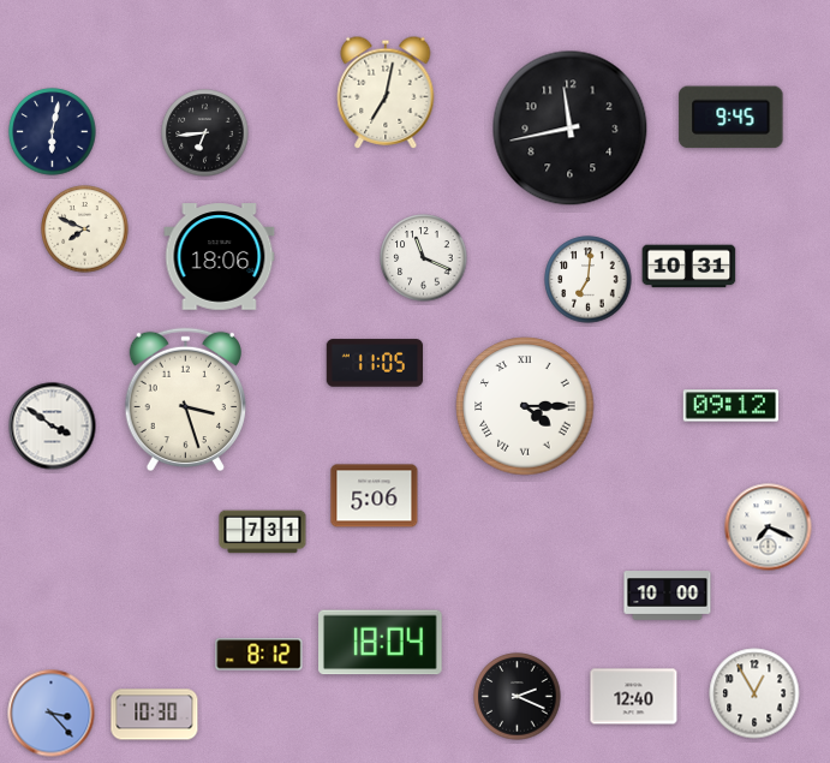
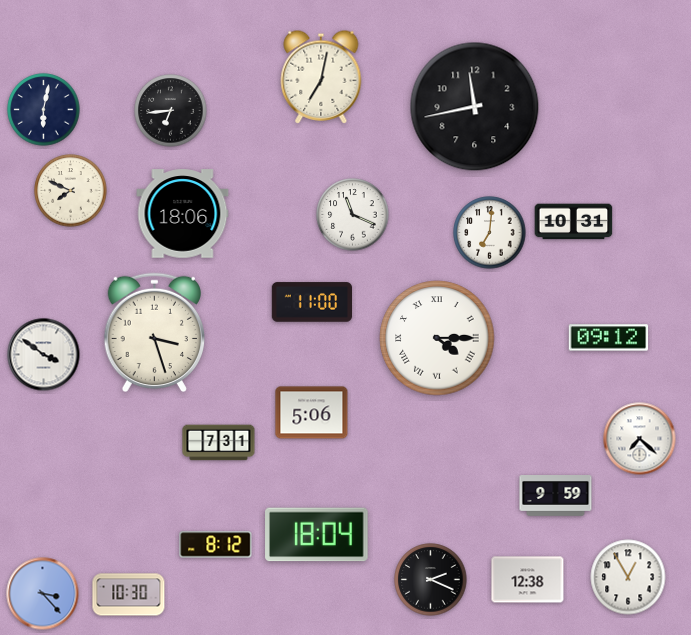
clock at (732, 118): 9:45 -> none
clock at (374, 363): 11:05 -> 11:00
clock at (769, 527): 7:19 -> 7:22
clock at (668, 596): 10:00 -> 9:59
clock at (634, 697): 12:40 -> 12:38
